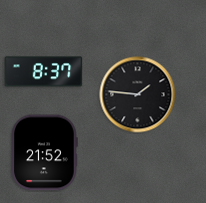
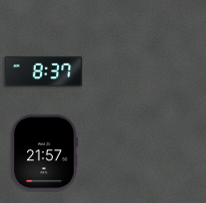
clock at (138, 95): 1:46 -> none
clock at (44, 153): 21:52 -> 21:57
